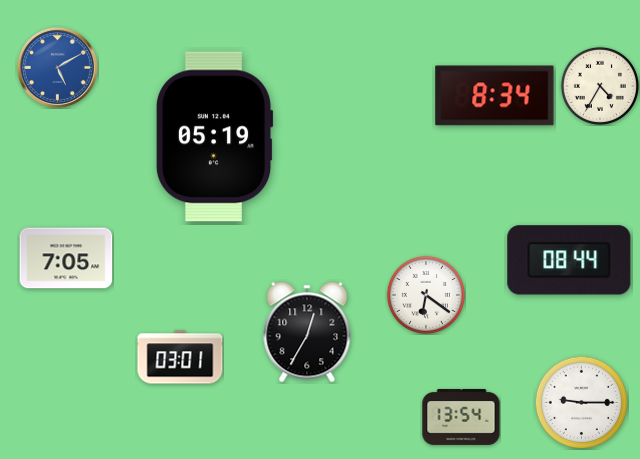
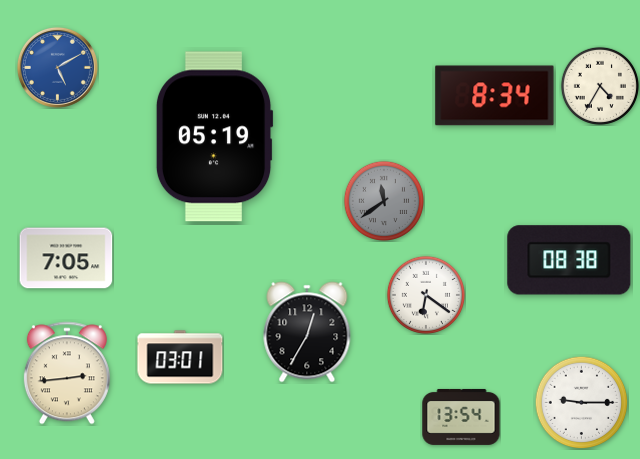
clock at (384, 201): none -> 11:39
clock at (569, 260): 08:44 -> 08:38
clock at (67, 373): none -> 2:44
